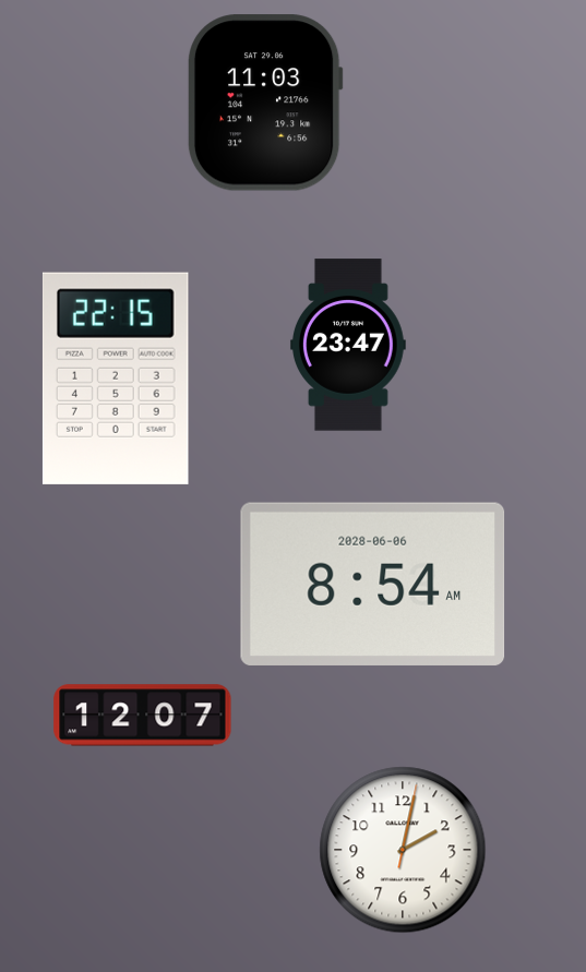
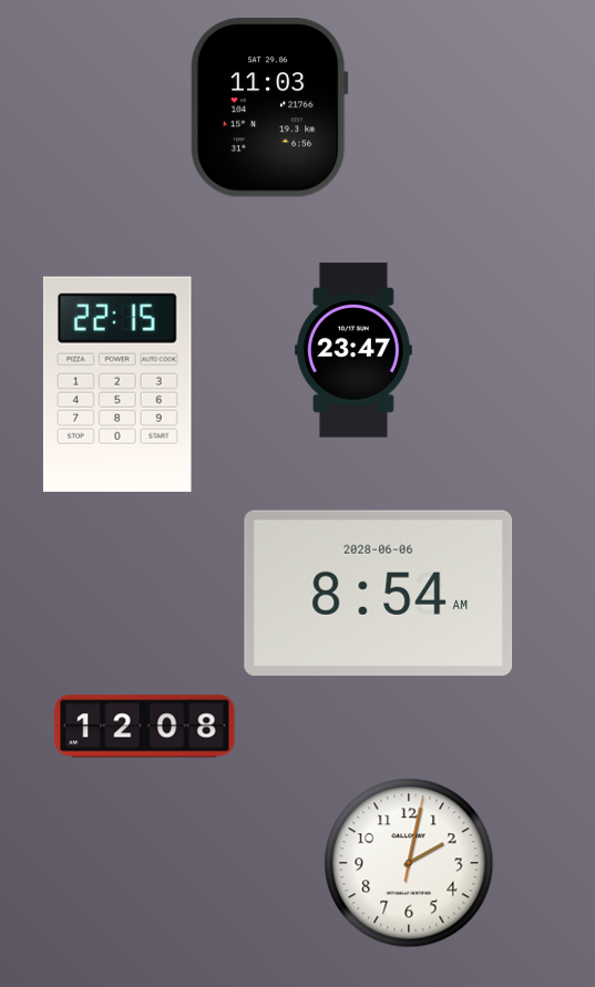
clock at (265, 103) position: (265, 103) -> (269, 107)
clock at (143, 716): 12:07 -> 12:08
